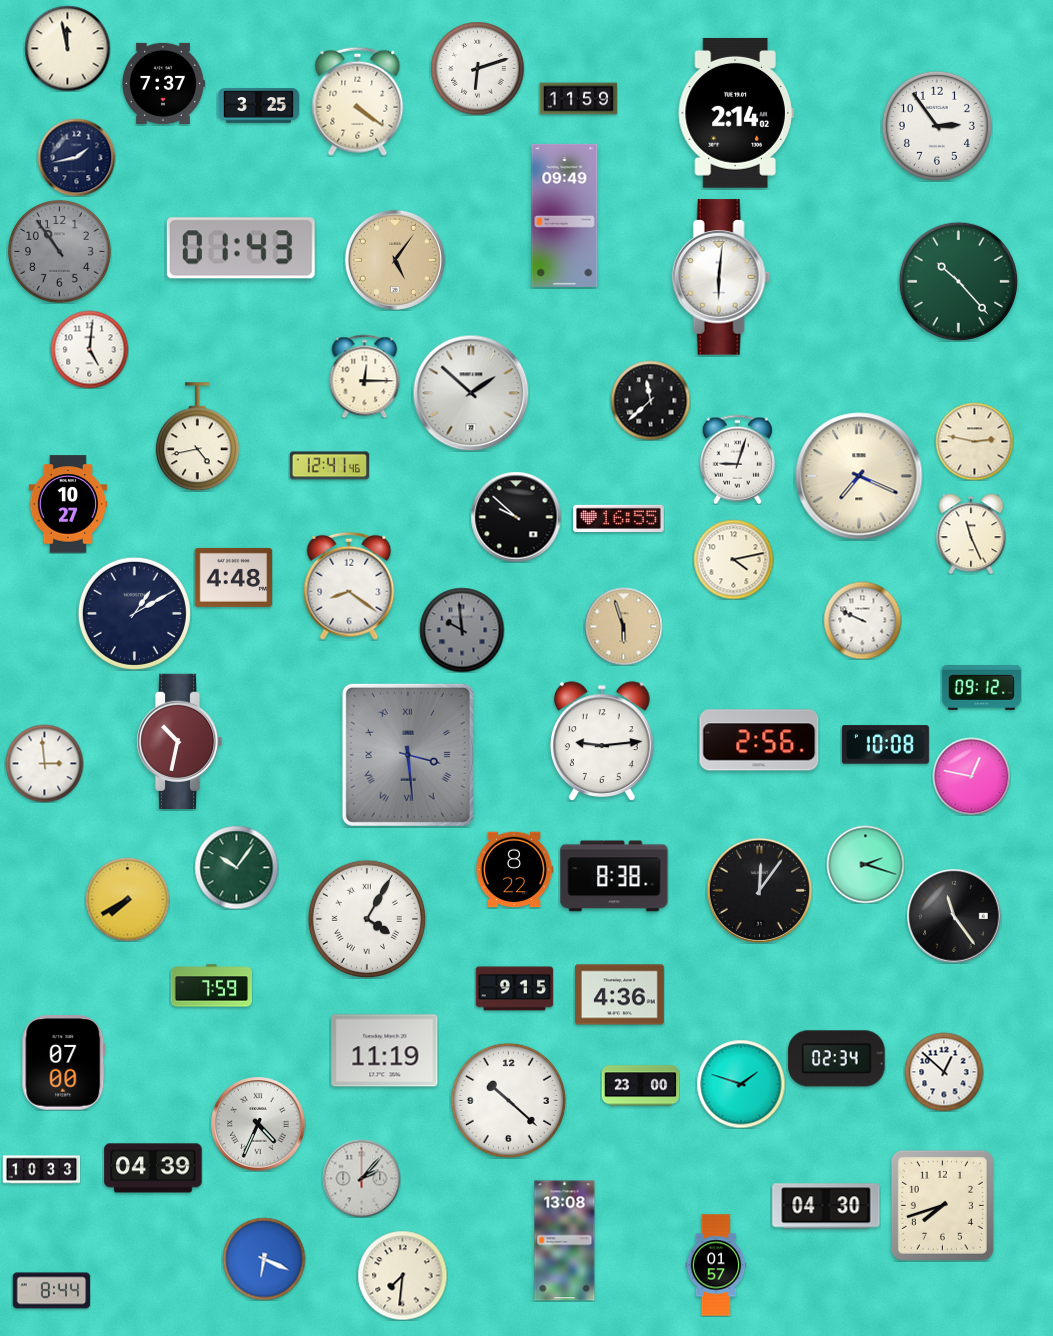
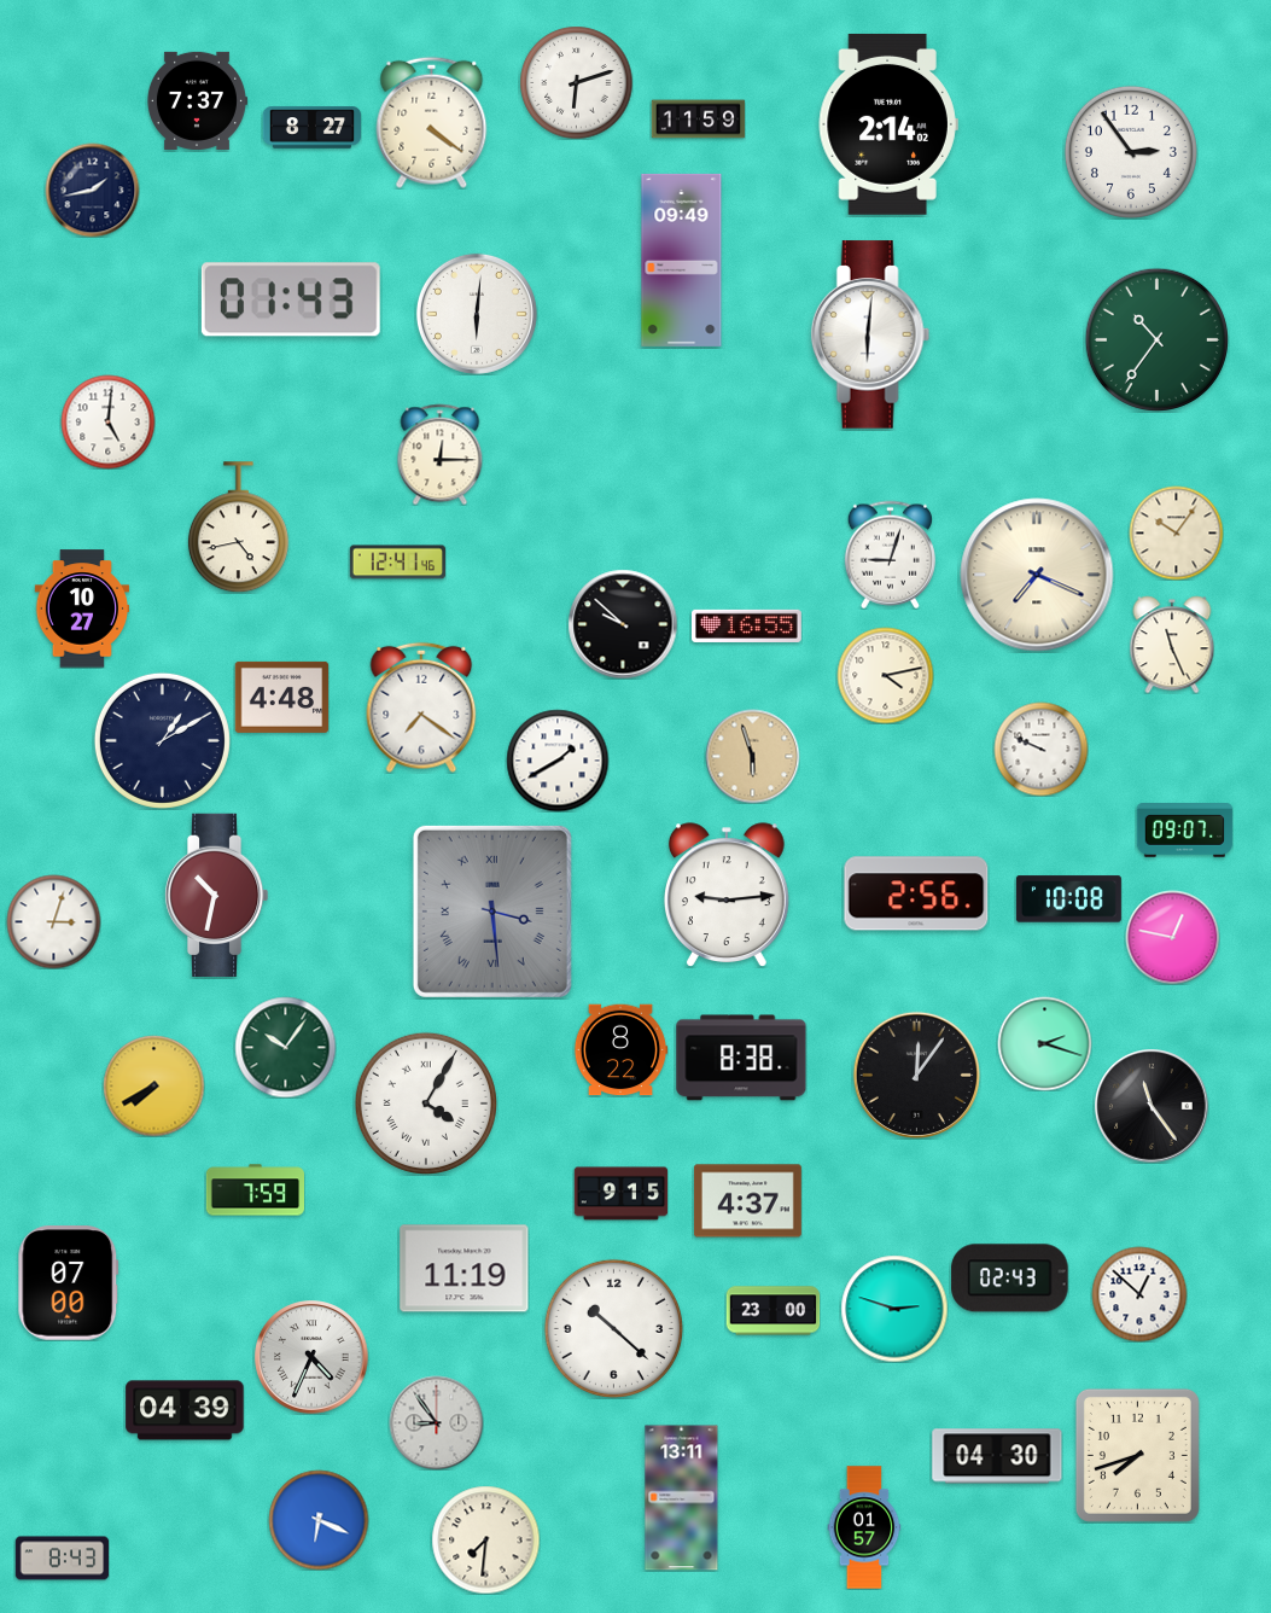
clock at (67, 48): 11:58 -> none
clock at (258, 106): 3:25 -> 8:27
clock at (736, 113) position: (736, 113) -> (888, 124)
clock at (60, 252): 10:54 -> none
clock at (395, 260): 5:06 -> 6:01
clock at (395, 260) dial: champagne -> white
clock at (958, 281): 10:23 -> 10:36
clock at (471, 393): 1:52 -> none
clock at (650, 400): 11:38 -> none
clock at (974, 441): 2:47 -> 10:06
clock at (349, 586): 8:21 -> 7:21
clock at (462, 630): 9:59 -> 1:40
clock at (462, 630) dial: grey -> white
clock at (981, 688): 09:12 -> 09:07
clock at (44, 763): 2:59 -> 3:03
clock at (367, 919) position: (367, 919) -> (426, 1104)
clock at (619, 995): 4:36 -> 4:37
clock at (837, 1059): 02:34 -> 02:43
clock at (64, 1063) position: (64, 1063) -> (69, 1283)
clock at (741, 1084): 1:48 -> 2:48
clock at (41, 1170): 10:33 -> none
clock at (361, 1178): 2:07 -> 8:54
clock at (565, 1241): 13:08 -> 13:11
clock at (51, 1291): 8:44 -> 8:43
